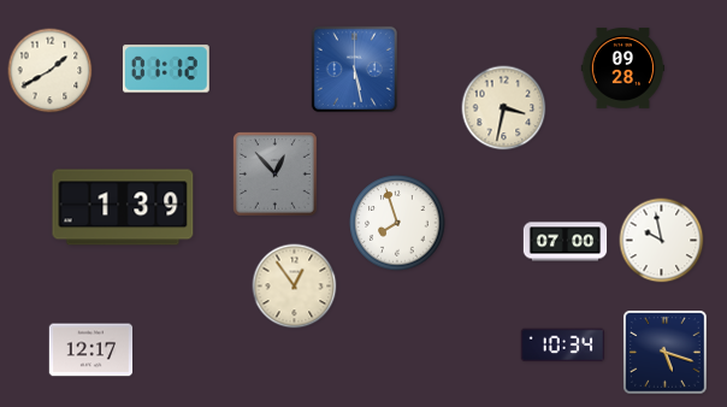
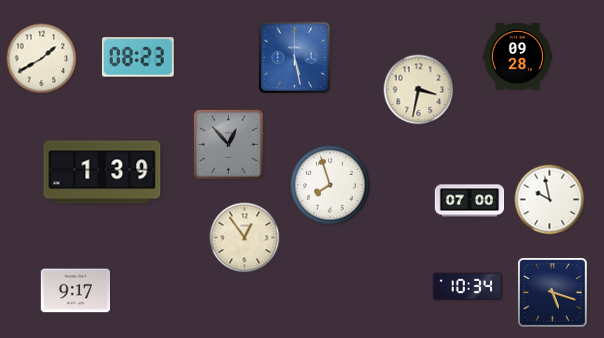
clock at (166, 69): 01:12 -> 08:23
clock at (91, 350): 12:17 -> 9:17
